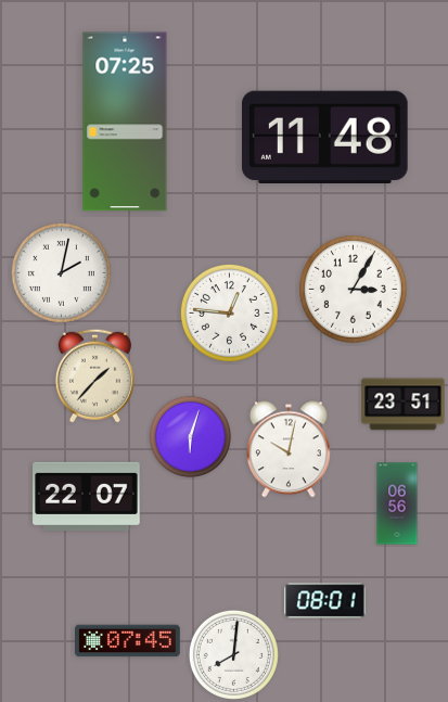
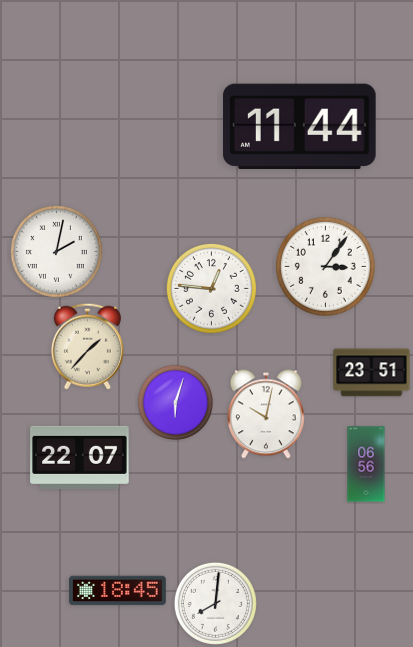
clock at (125, 122): 07:25 -> none
clock at (325, 137): 11:48 -> 11:44
clock at (354, 290): 3:05 -> 3:06
clock at (325, 601): 08:01 -> none
clock at (128, 641): 07:45 -> 18:45
